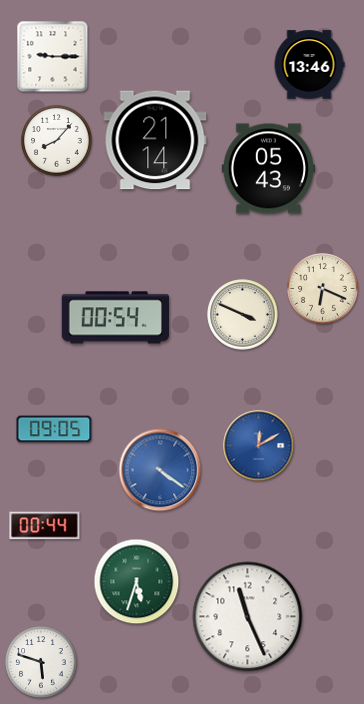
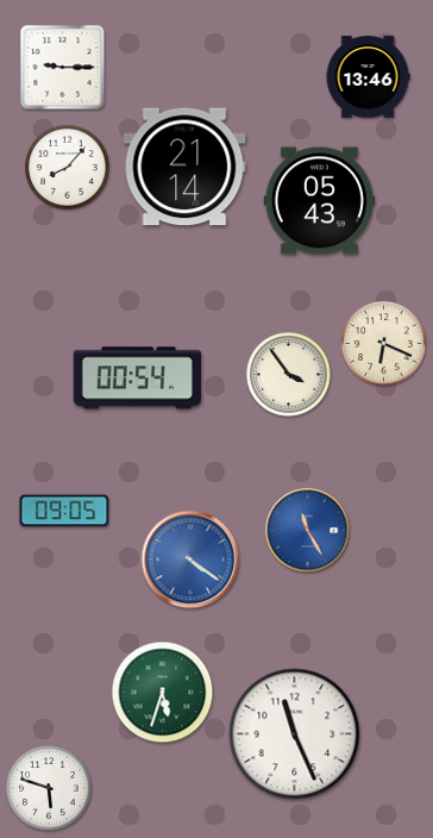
clock at (243, 315): 3:49 -> 3:54
clock at (259, 446): 12:10 -> 11:25
clock at (45, 526): 00:44 -> none
